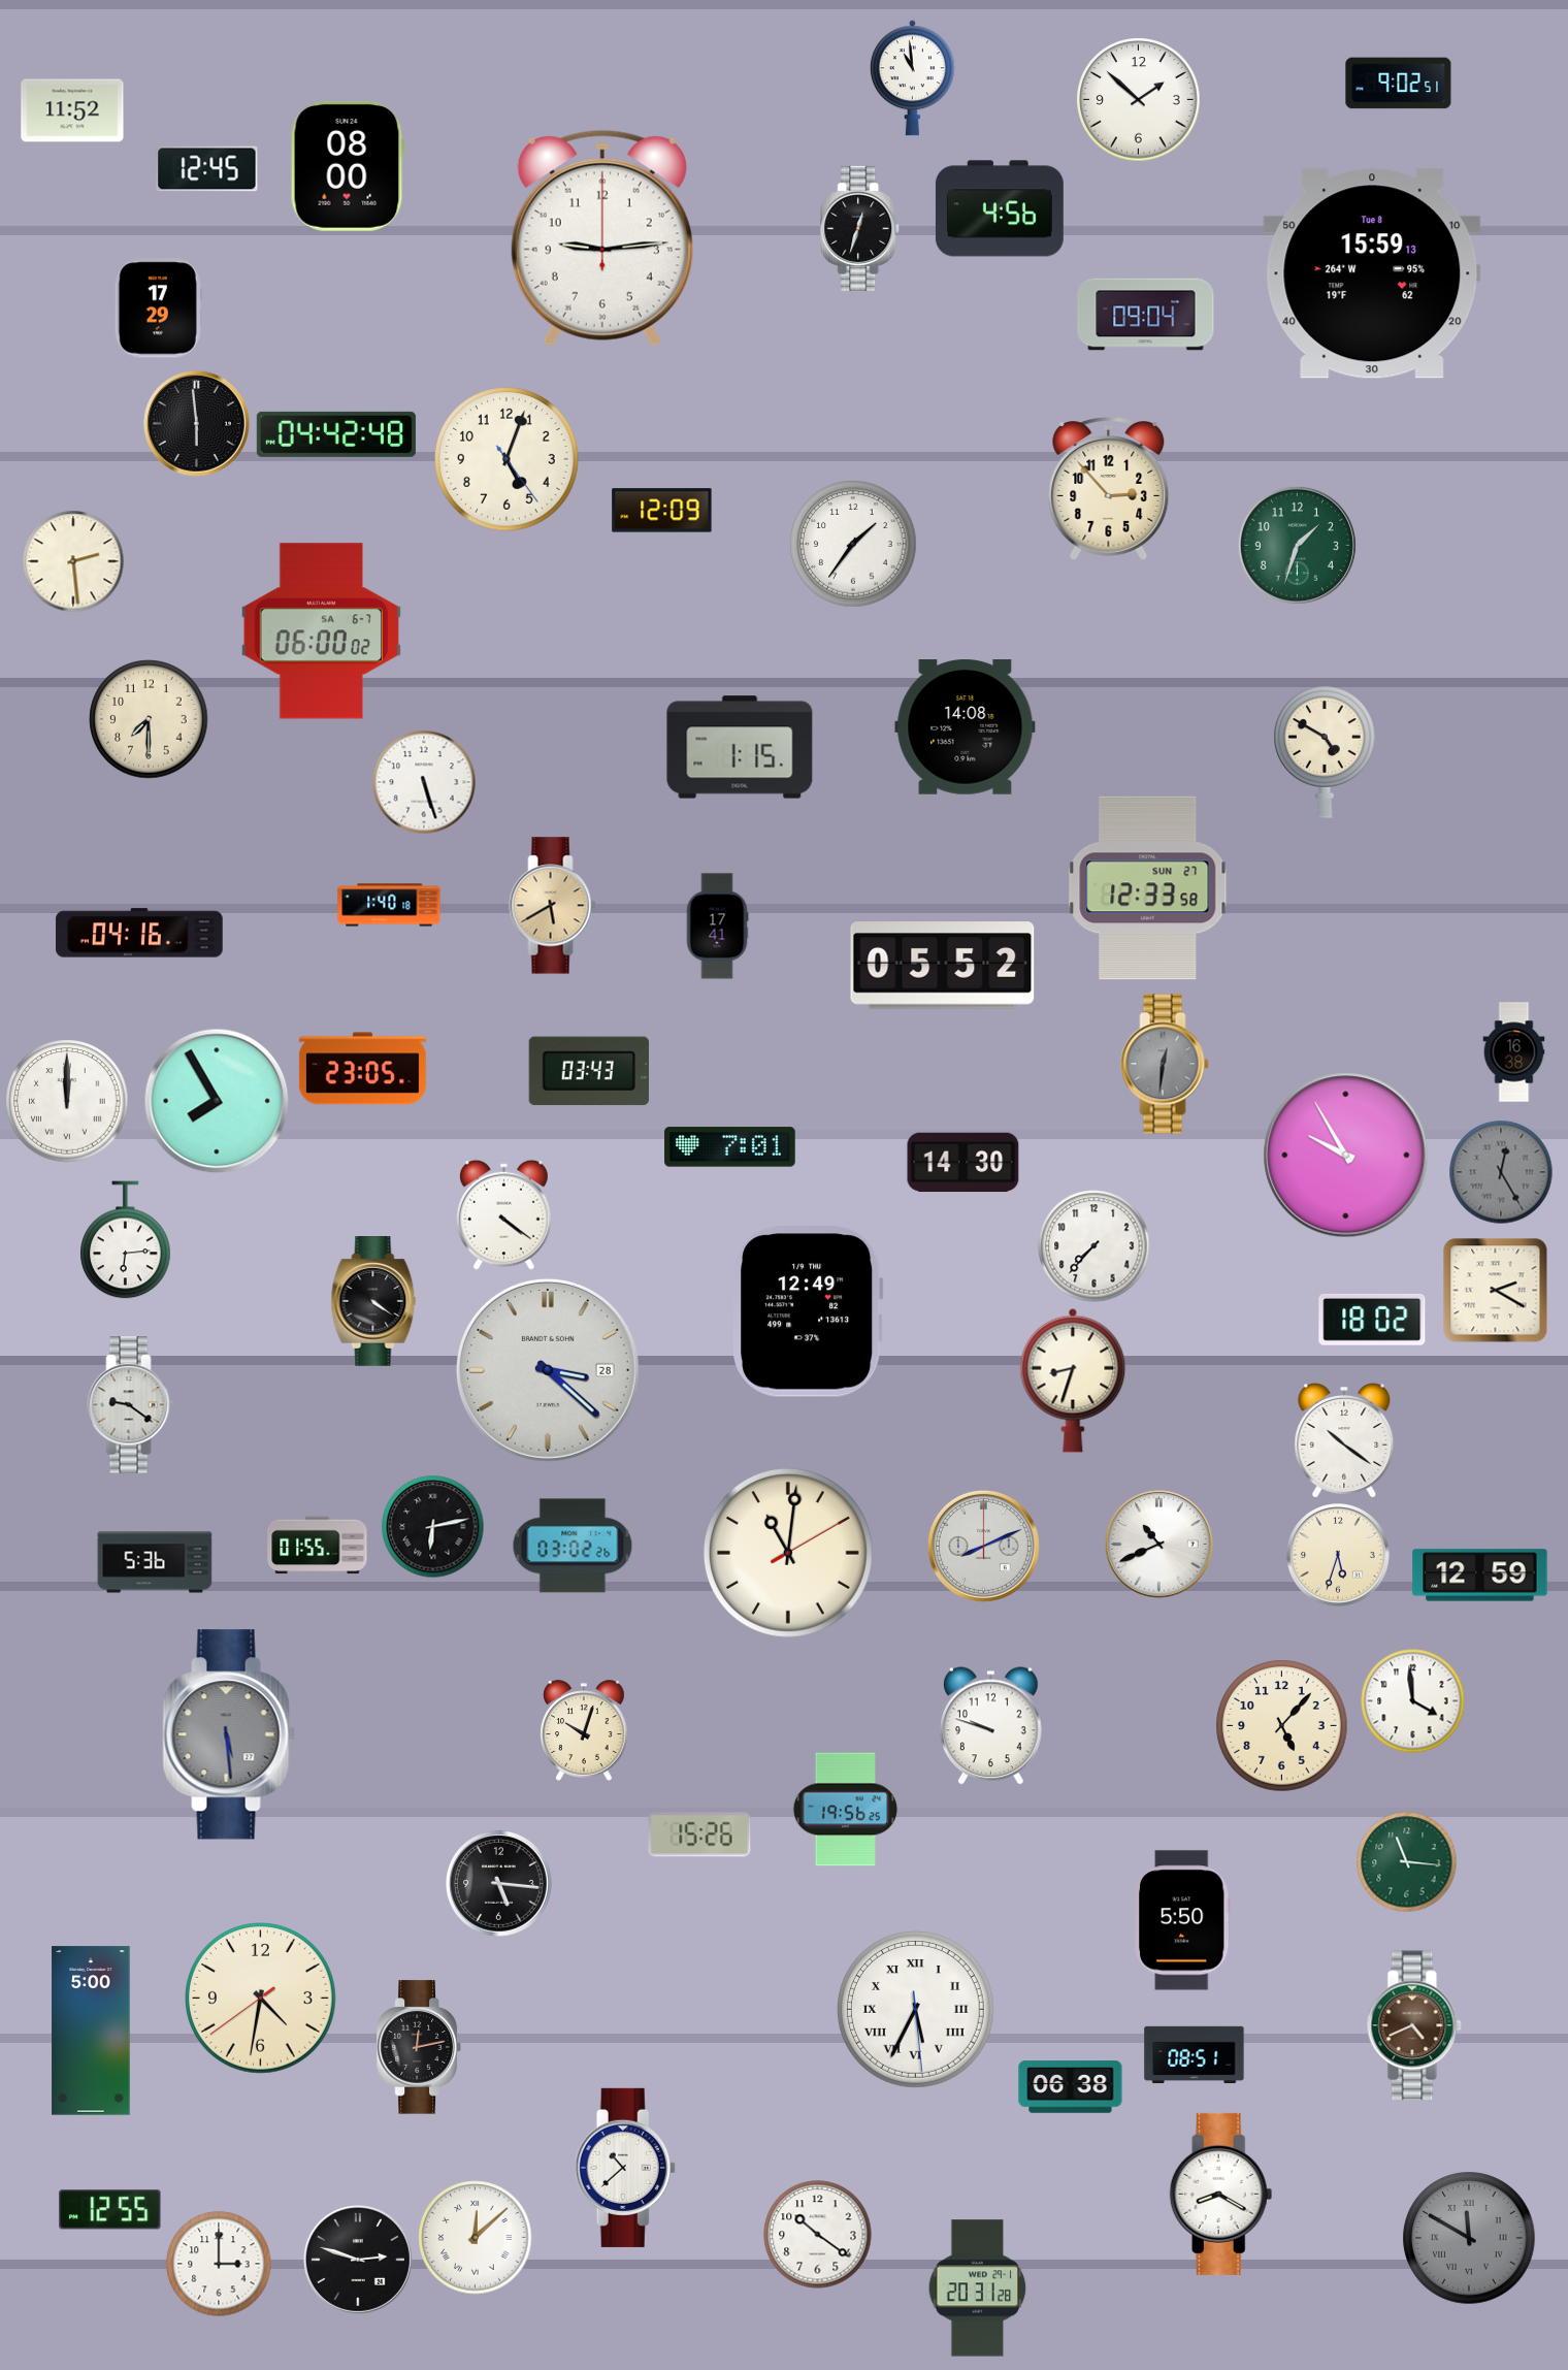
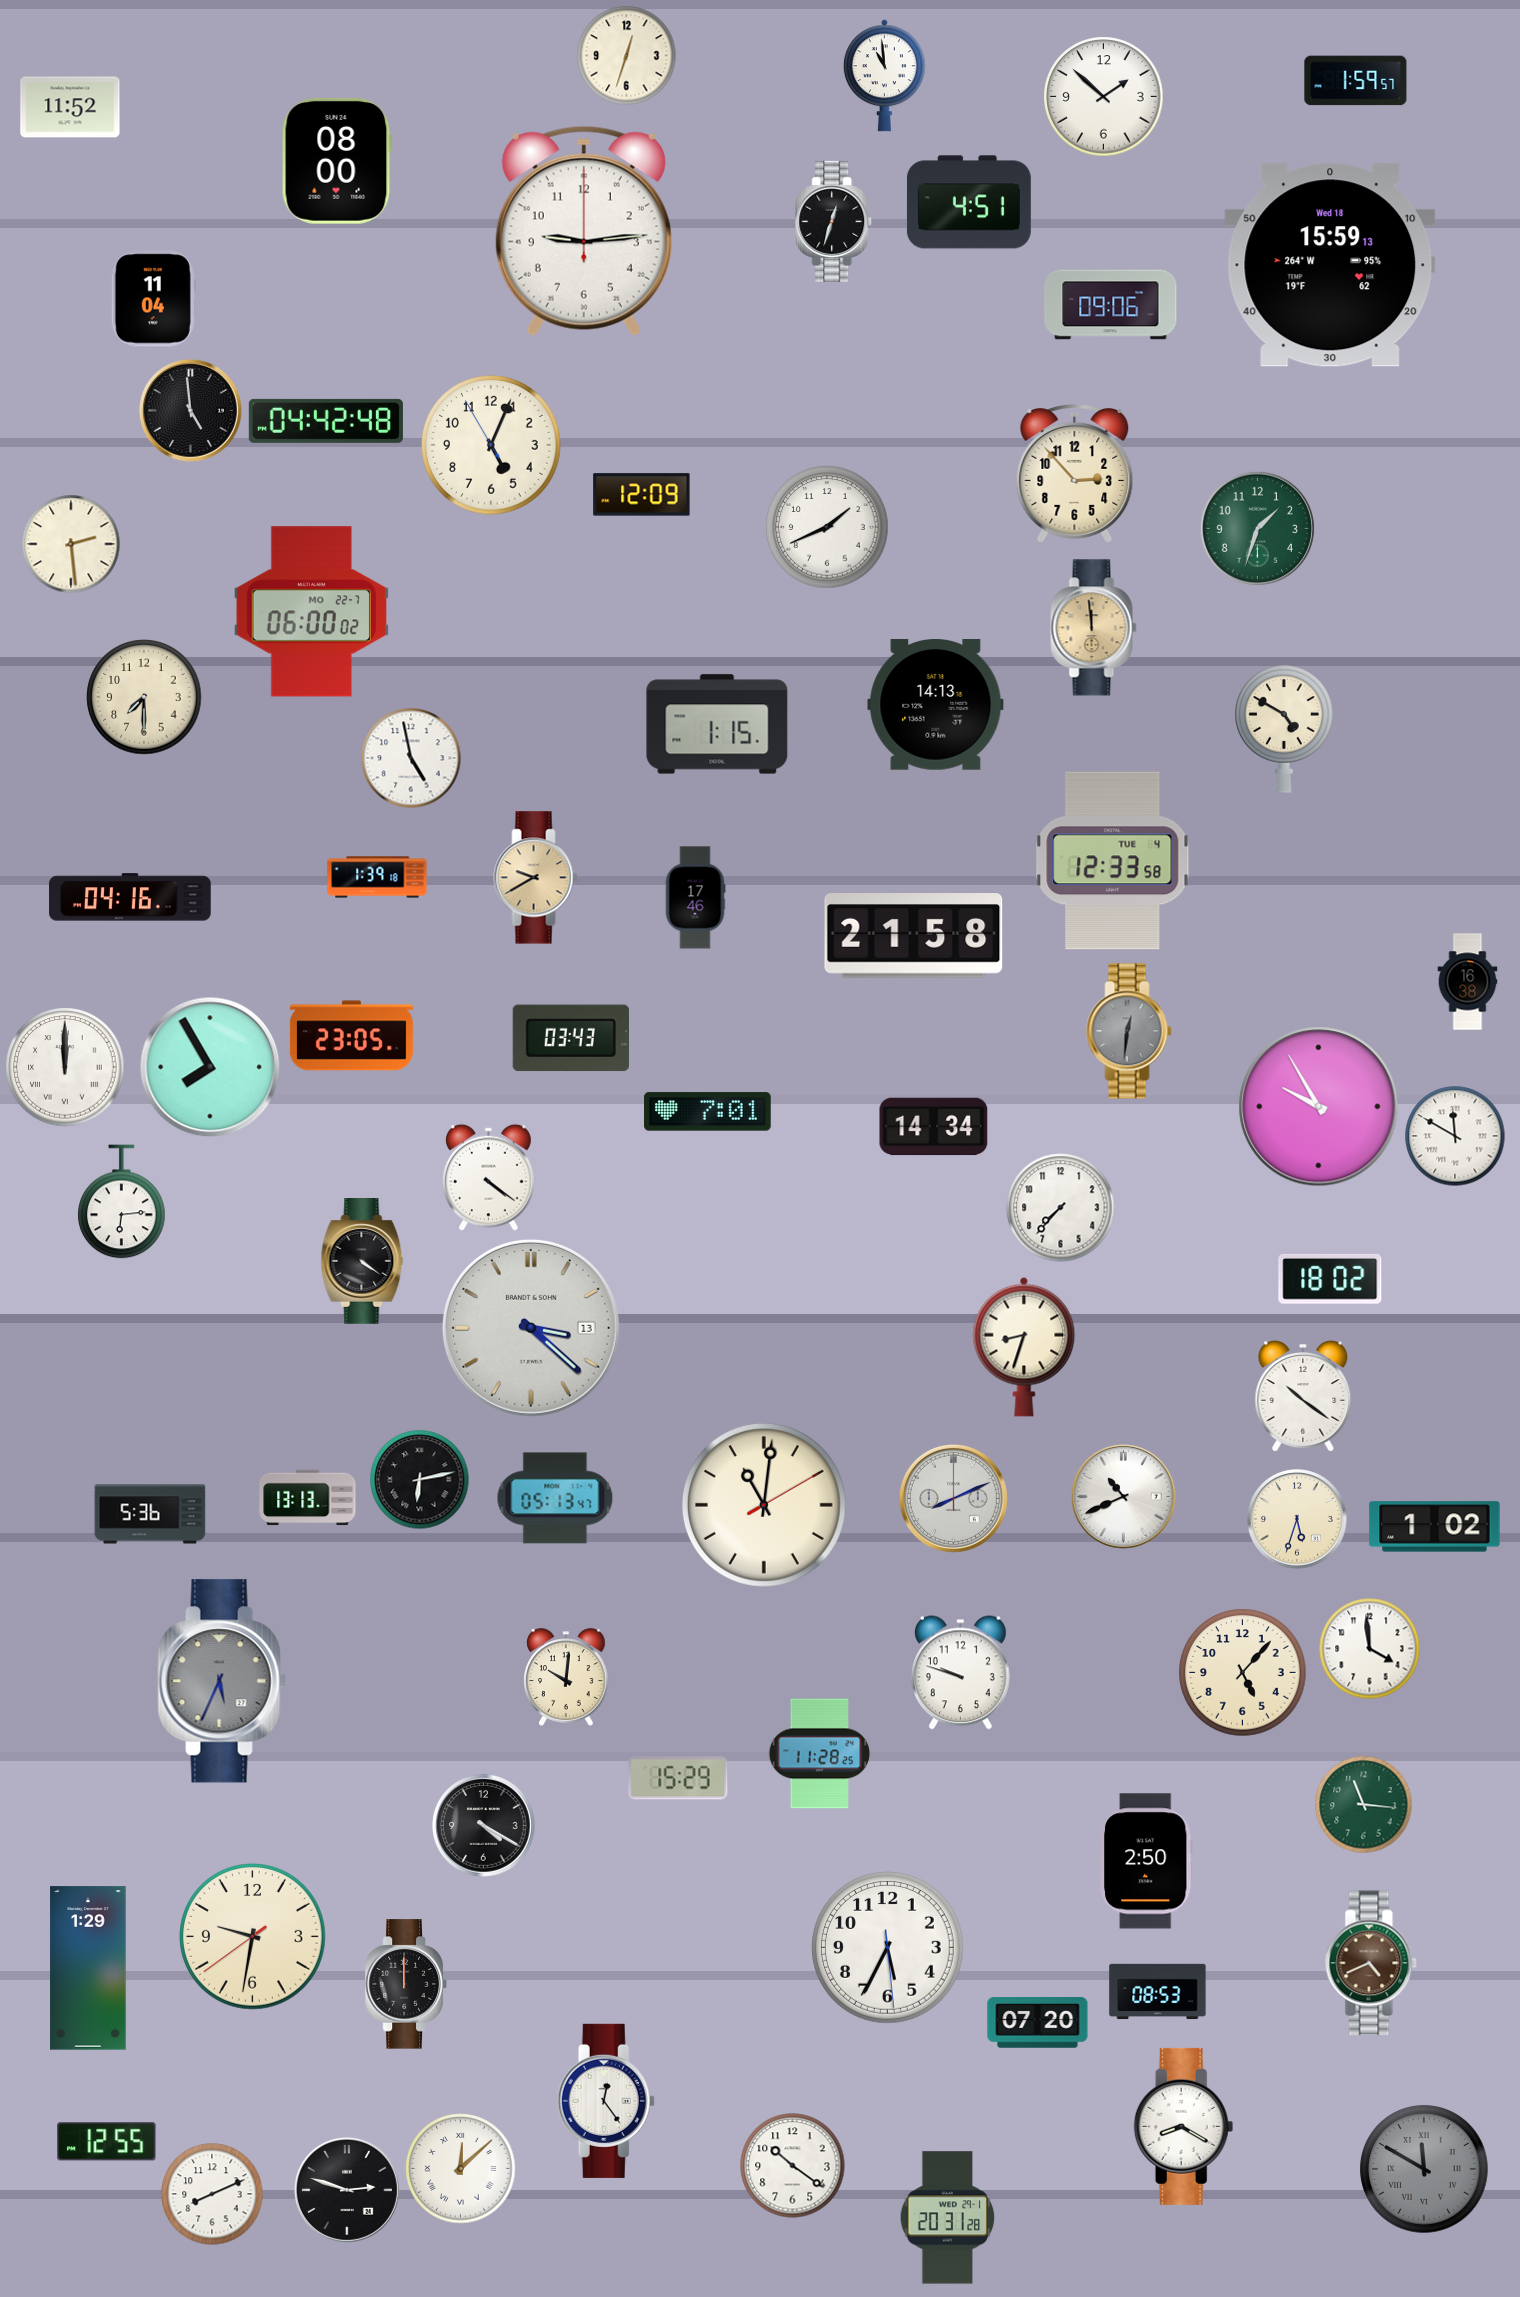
clock at (627, 56): none -> 12:33
clock at (1399, 84): 9:02 -> 1:59
clock at (207, 169): 12:45 -> none
clock at (1000, 208): 4:56 -> 4:51
clock at (1372, 273) date: Tue 8 -> Wed 18
clock at (158, 309): 17:29 -> 11:04
clock at (1146, 315): 09:04 -> 09:06
clock at (197, 424): 5:59 -> 4:59
clock at (507, 459): 5:03:24 -> 5:03:55
clock at (853, 544): 1:36 -> 1:41
clock at (321, 631) date: SA 6-7 -> MO 22-7
clock at (1094, 628): none -> 11:59
clock at (966, 727): 14:08 -> 14:13
clock at (424, 782): 5:27 -> 4:58
clock at (1148, 888) date: SUN 27 -> TUE 4
clock at (389, 905): 1:40 -> 1:39
clock at (553, 906): 5:40 -> 9:40
clock at (717, 927): 17:41 -> 17:46
clock at (139, 933) position: (139, 933) -> (130, 897)
clock at (943, 966): 05:52 -> 21:58
clock at (1514, 1052) position: (1514, 1052) -> (1468, 982)
clock at (1346, 1156) position: (1346, 1156) -> (1319, 1107)
clock at (963, 1163): 14:30 -> 14:34
clock at (1501, 1172): 12:25 -> 11:50
clock at (1501, 1172) dial: grey -> white
clock at (1496, 1291): 2:20 -> none
clock at (808, 1311): 12:49 -> none
clock at (548, 1370) date: 28 -> 13
clock at (1073, 1381) position: (1073, 1381) -> (1024, 1347)
clock at (131, 1405): 9:21 -> none
clock at (318, 1546): 01:55 -> 13:13
clock at (573, 1546): 03:02 -> 05:13
clock at (1338, 1555) position: (1338, 1555) -> (1297, 1519)
clock at (1480, 1576): 12:59 -> 1:02
clock at (584, 1730): 10:03 -> 10:01
clock at (229, 1734): 5:29 -> 5:34
clock at (846, 1810): 19:56 -> 11:28
clock at (699, 1835): 15:26 -> 15:29
clock at (499, 1884): 5:16 -> 4:20
clock at (1183, 1920): 5:50 -> 2:50
clock at (261, 1999): 4:31 -> 9:31
clock at (916, 2010) numerals: Roman -> Arabic
clock at (91, 2031): 5:00 -> 1:29
clock at (419, 2047): 12:13 -> 12:00
clock at (1195, 2055): 08:51 -> 08:53
clock at (1071, 2087): 06:38 -> 07:20
clock at (625, 2168): 10:38 -> 12:24
clock at (219, 2264): 3:00 -> 8:11
